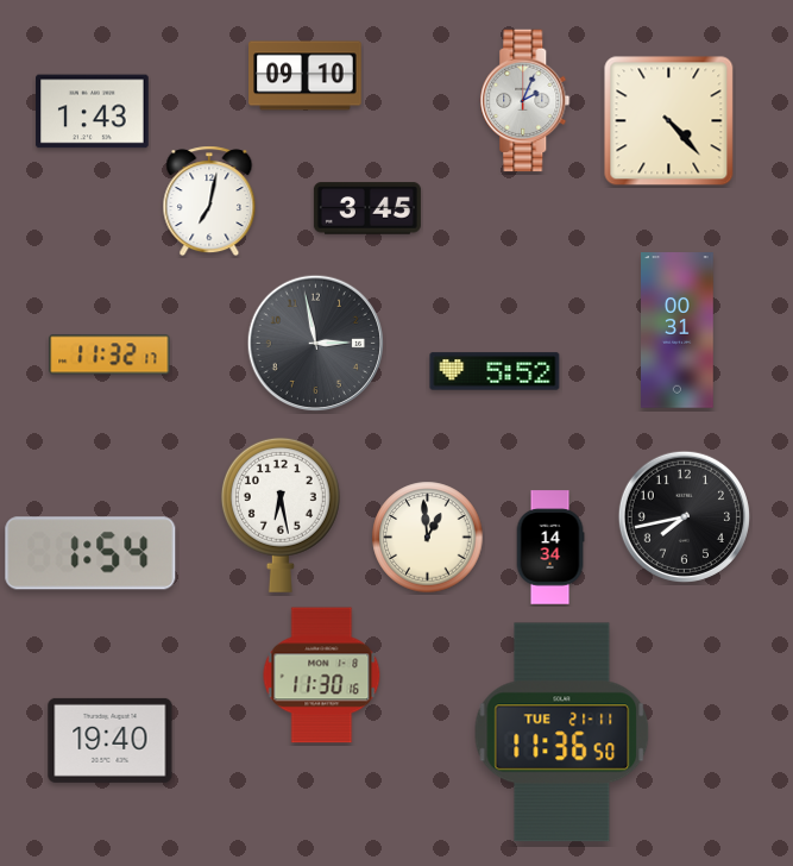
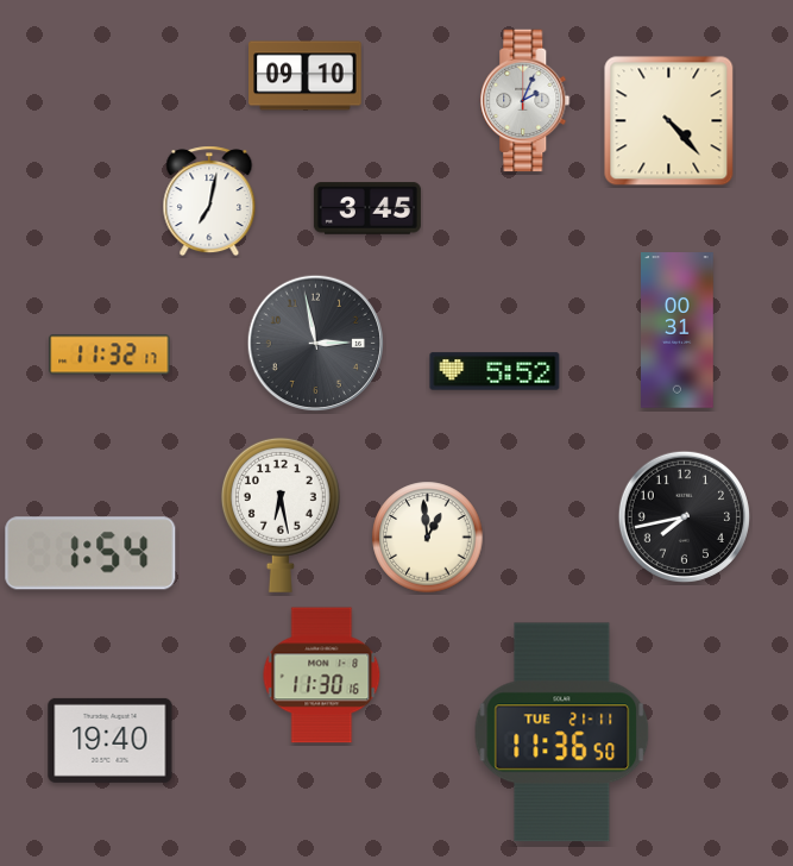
clock at (93, 112): 1:43 -> none
clock at (550, 547): 14:34 -> none
